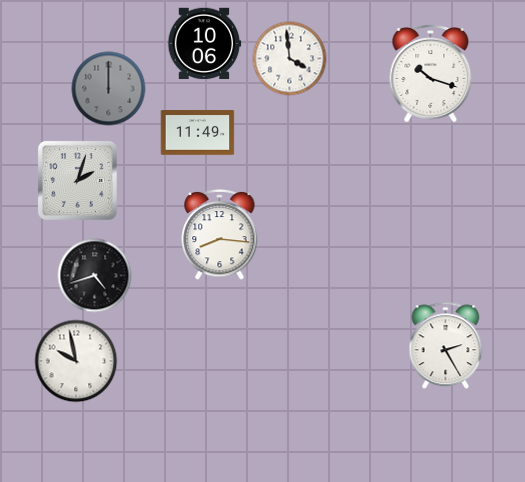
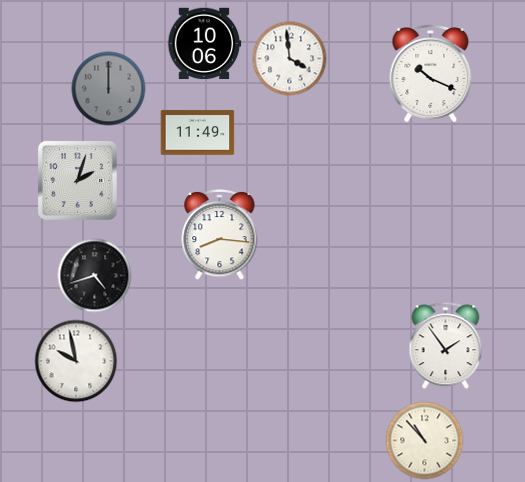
clock at (431, 74): 10:18 -> 10:19
clock at (446, 346): 2:25 -> 1:54
clock at (425, 441): none -> 10:53
